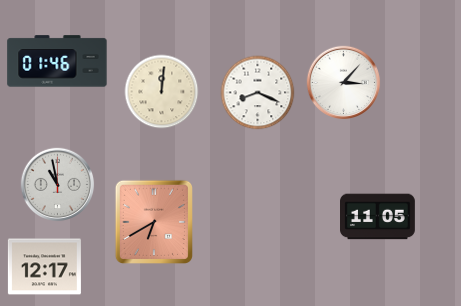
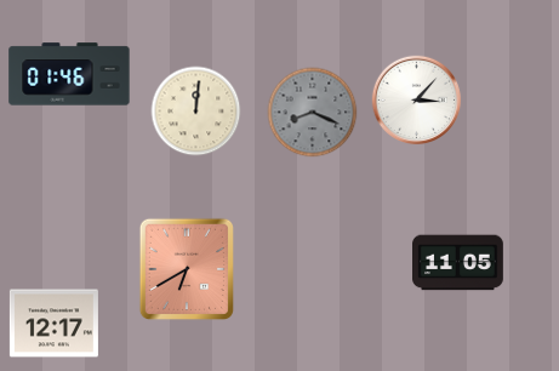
clock at (258, 93) dial: white -> grey
clock at (58, 185): 10:58 -> none
